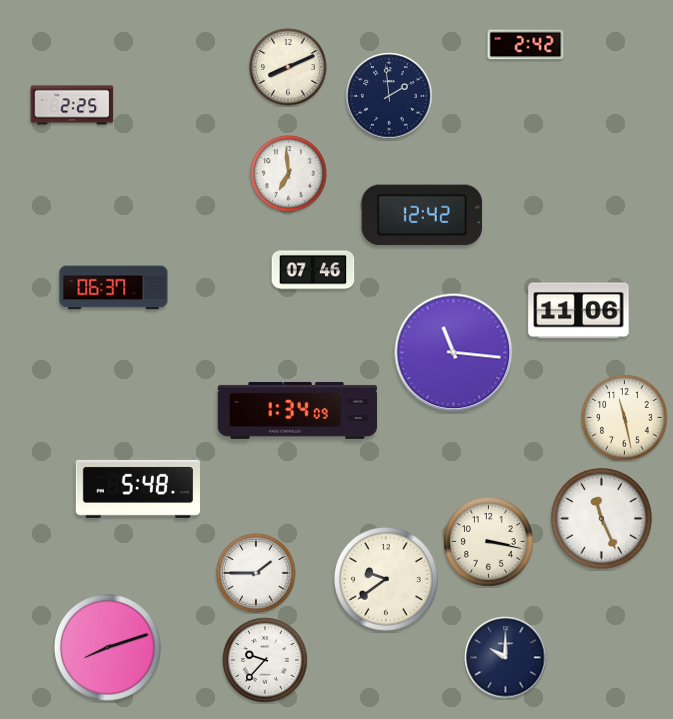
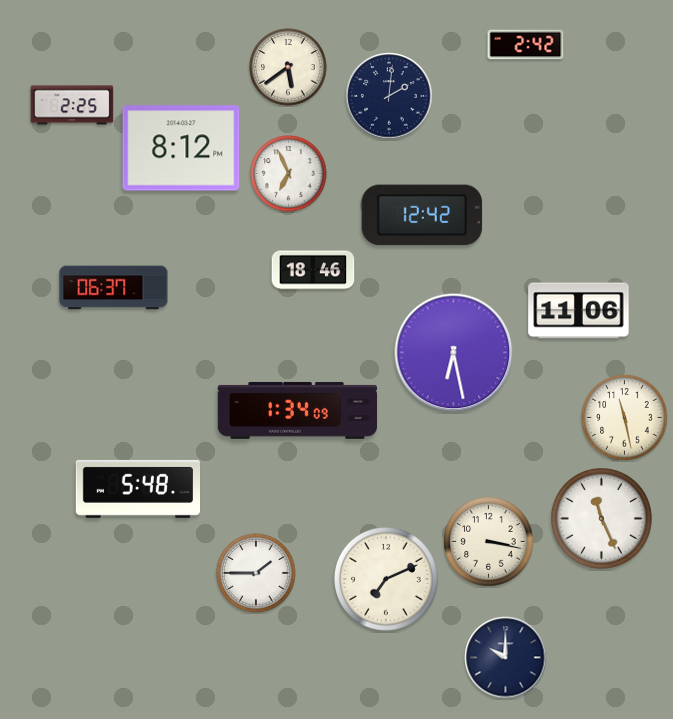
clock at (288, 67): 8:11 -> 5:39
clock at (389, 96): 1:59 -> 2:01
clock at (181, 148): none -> 8:12
clock at (289, 174): 6:59 -> 6:56
clock at (313, 270): 07:46 -> 18:46
clock at (454, 353): 11:16 -> 6:28
clock at (387, 580): 9:39 -> 7:11
clock at (108, 648): 8:12 -> none
clock at (265, 660): 9:37 -> none
